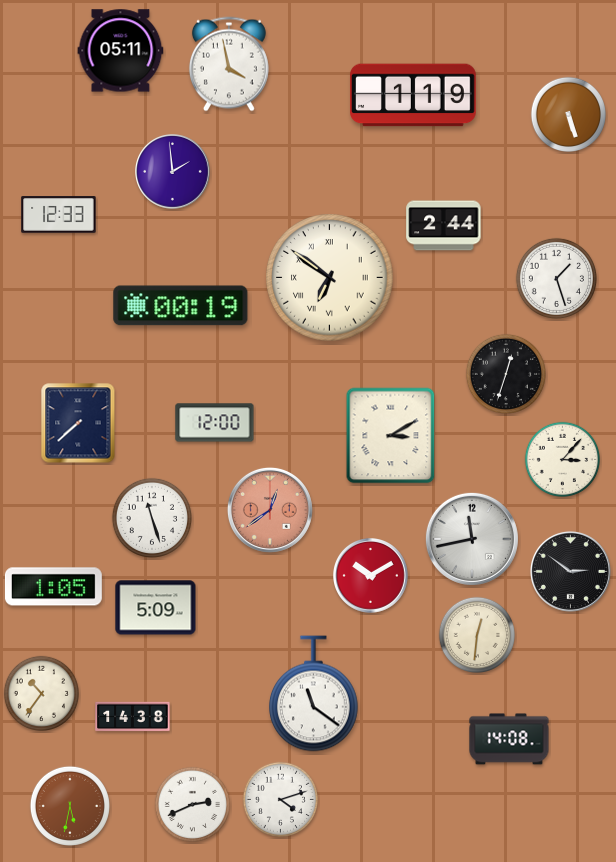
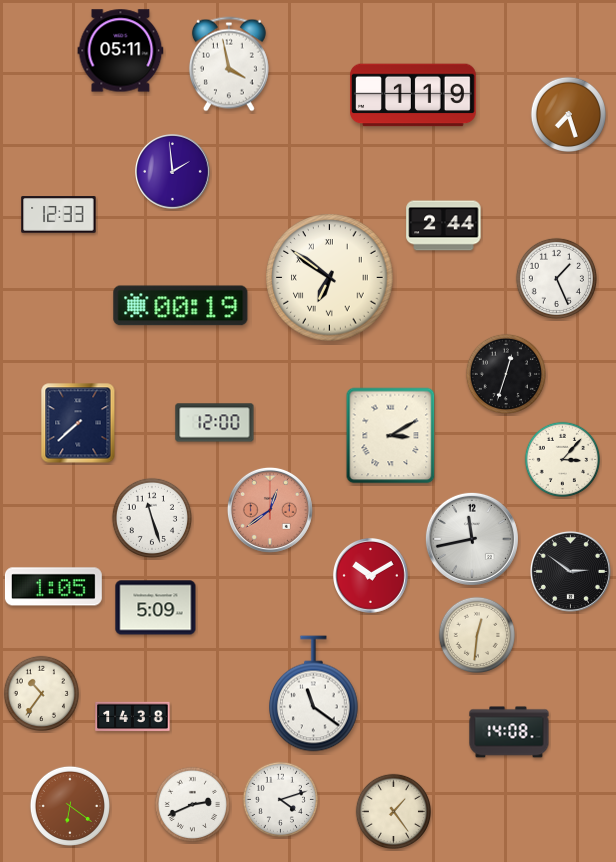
clock at (568, 114): 5:27 -> 7:27
clock at (556, 278): 1:27 -> 1:26
clock at (509, 739) position: (509, 739) -> (509, 732)
clock at (70, 806): 5:32 -> 6:21
clock at (393, 811): none -> 1:24
